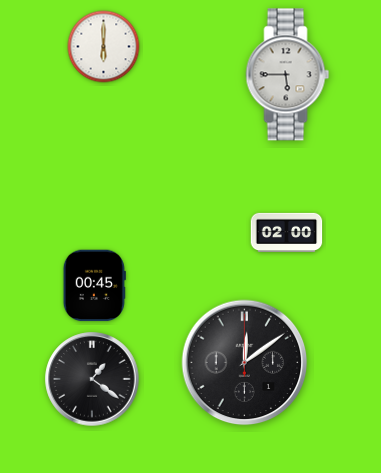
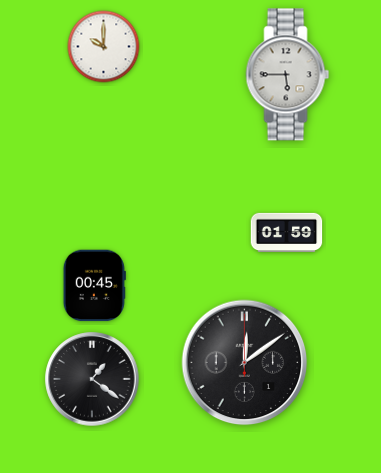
clock at (104, 47): 6:00 -> 10:00
clock at (287, 232): 02:00 -> 01:59
